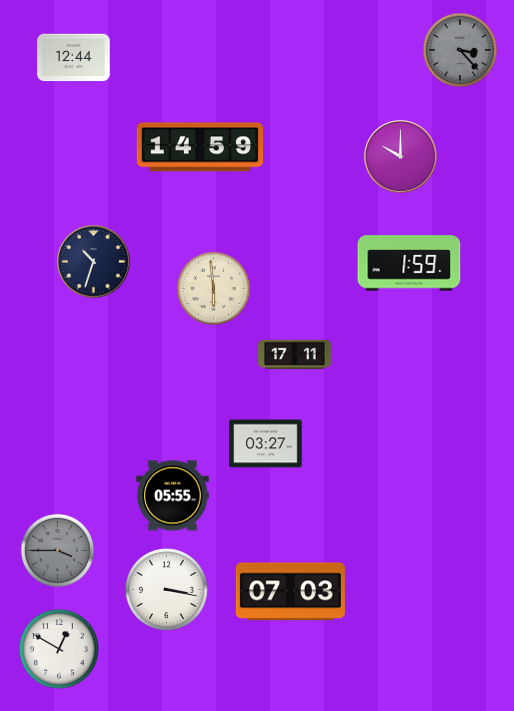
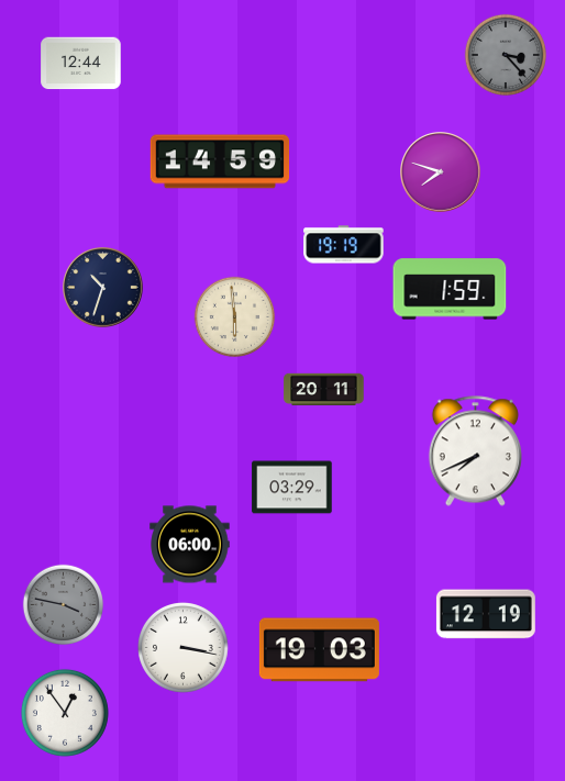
clock at (401, 157): 10:00 -> 7:48
clock at (344, 245): none -> 19:19
clock at (295, 354): 17:11 -> 20:11
clock at (475, 451): none -> 7:41
clock at (266, 444): 03:27 -> 03:29
clock at (173, 496): 05:55 -> 06:00
clock at (58, 551): 3:45 -> 3:47
clock at (486, 614): none -> 12:19
clock at (290, 592): 07:03 -> 19:03
clock at (59, 649): 12:50 -> 12:54
